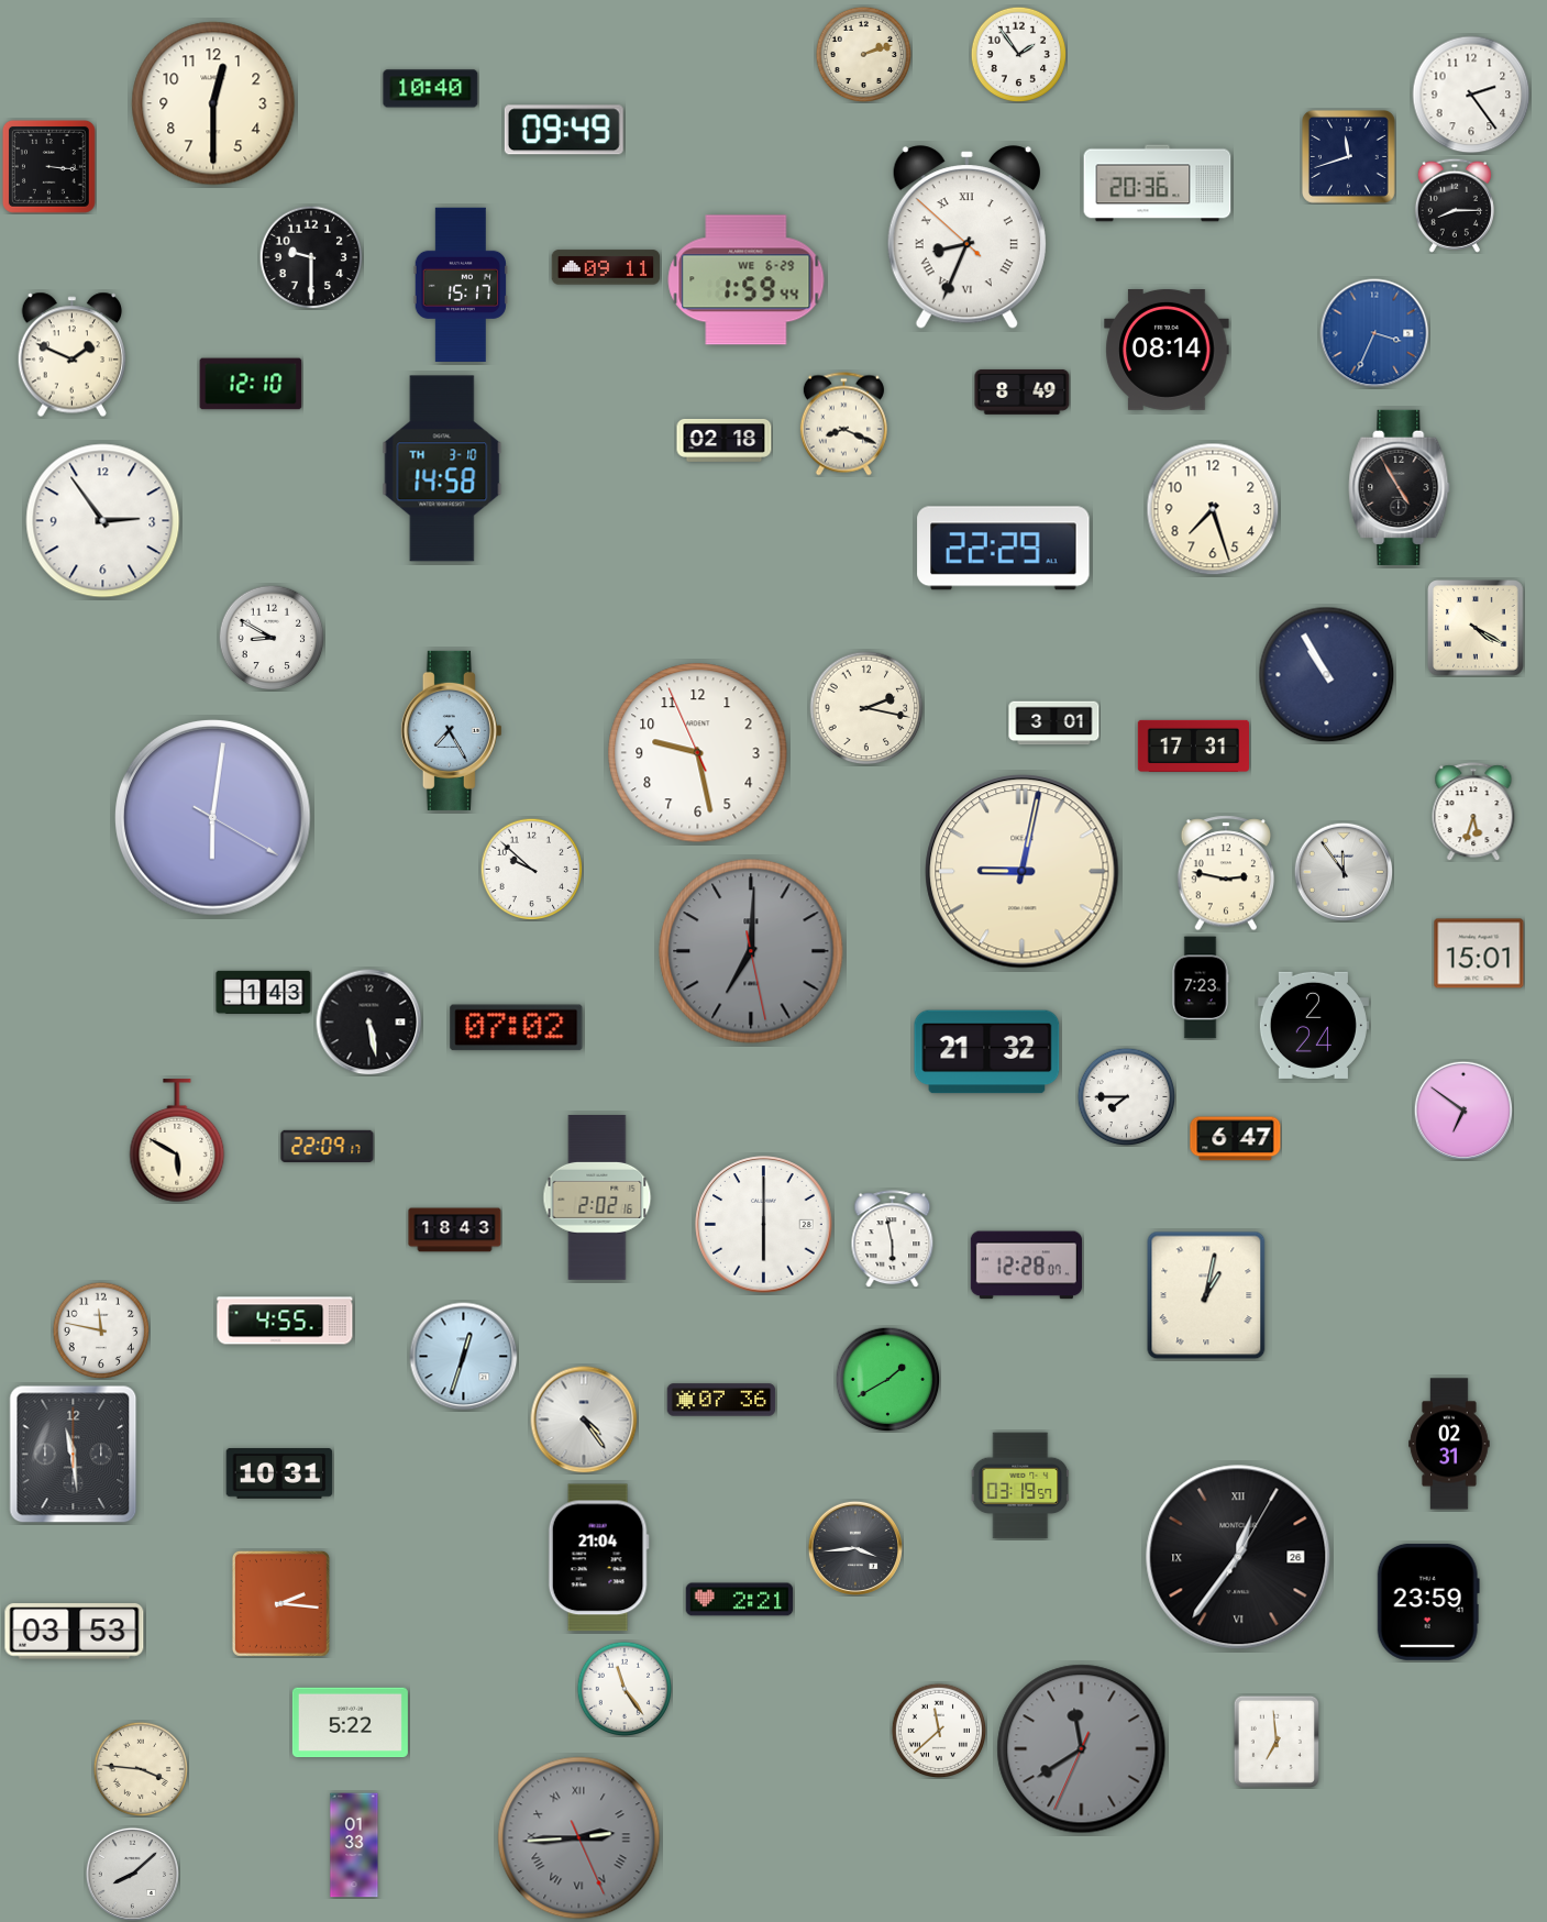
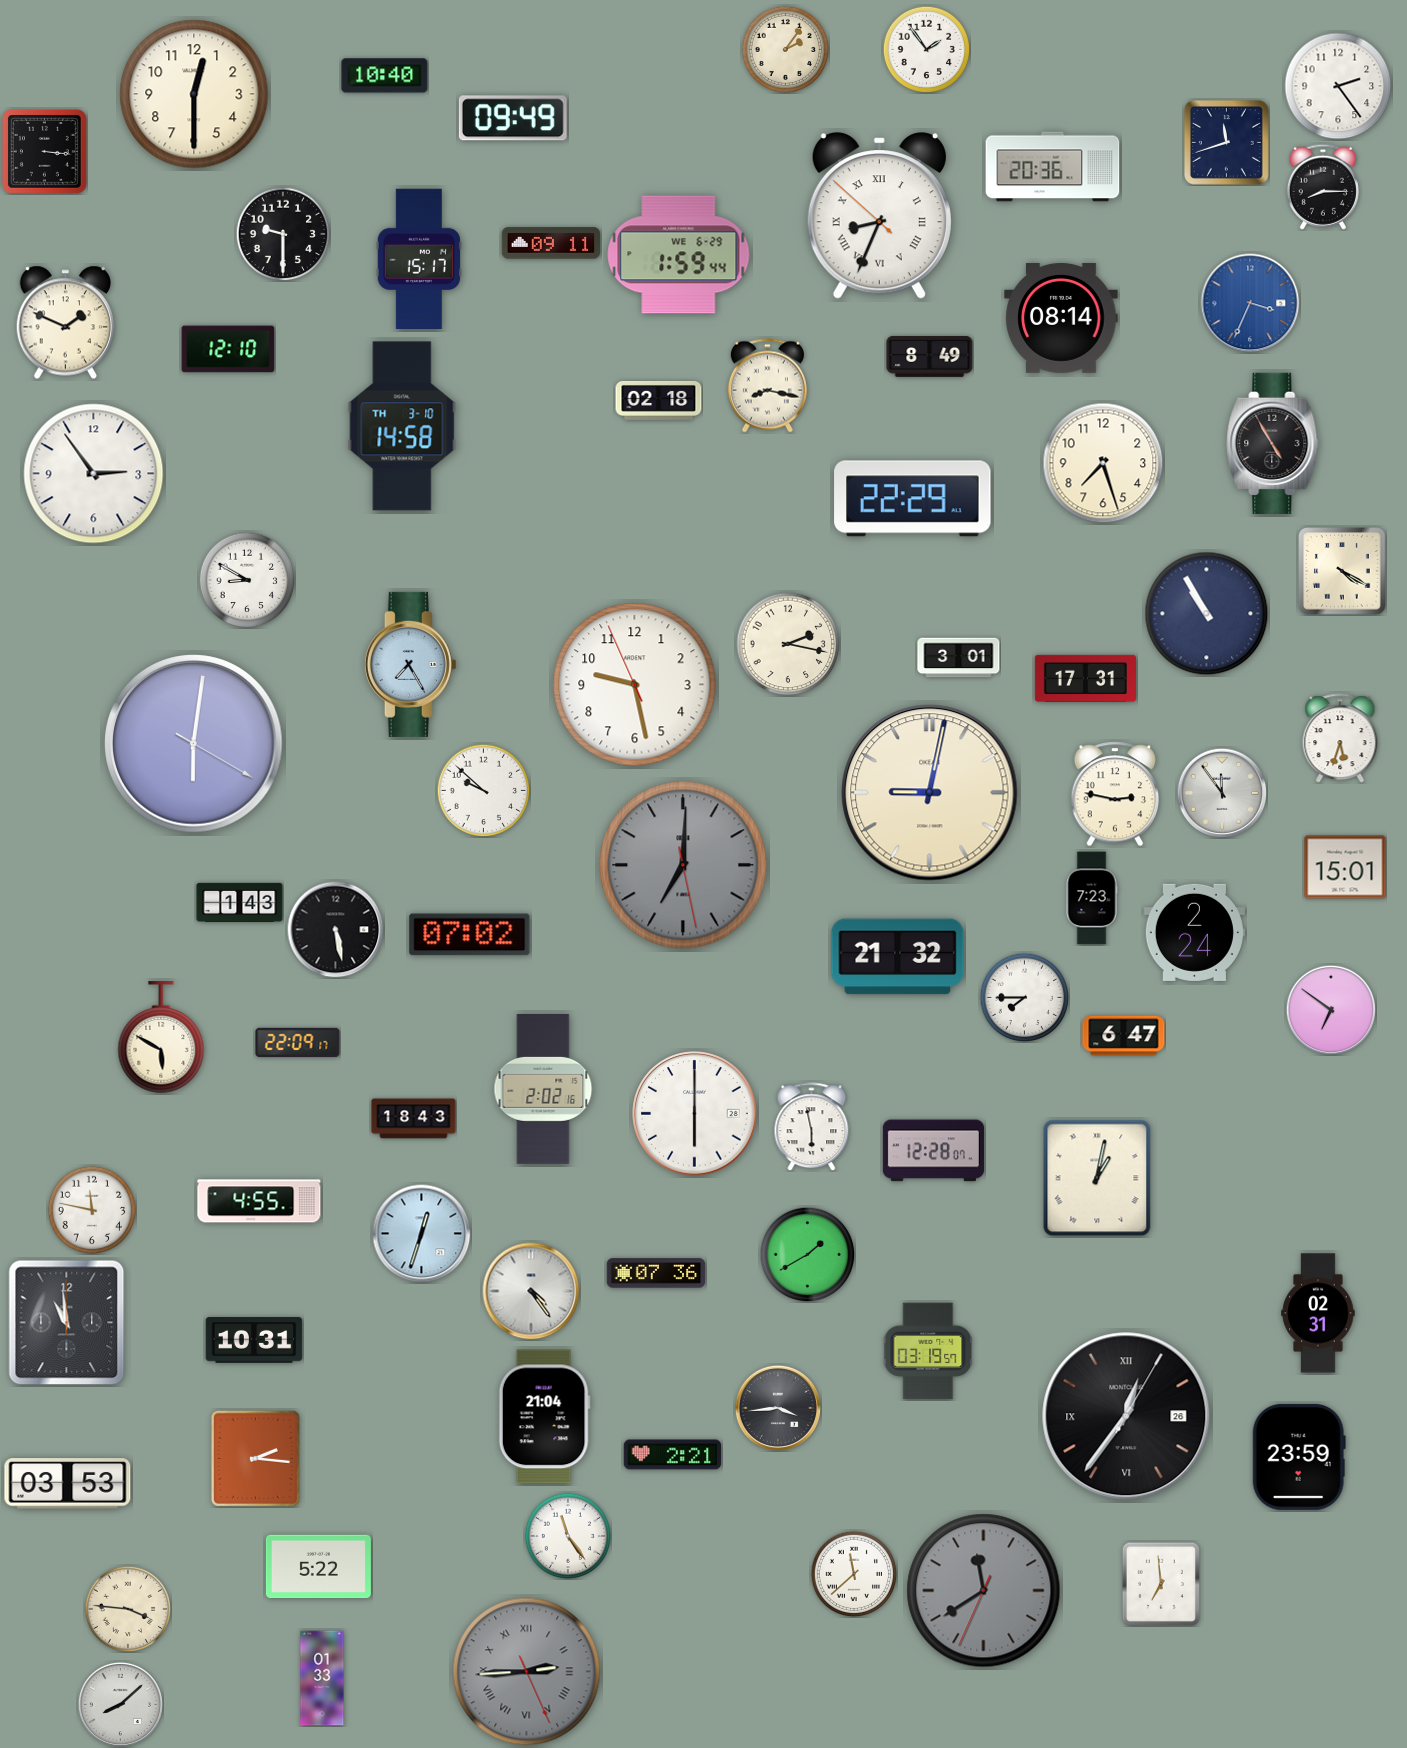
clock at (863, 54): 2:12 -> 2:06
clock at (431, 89) position: (431, 89) -> (385, 76)
clock at (843, 424): 8:19 -> 8:17
clock at (74, 1455): 11:29 -> 10:59
